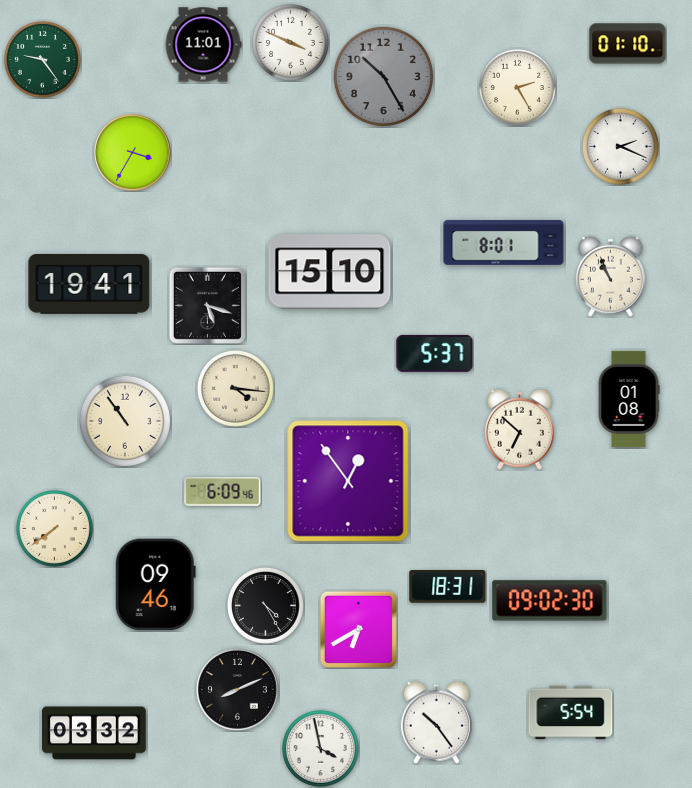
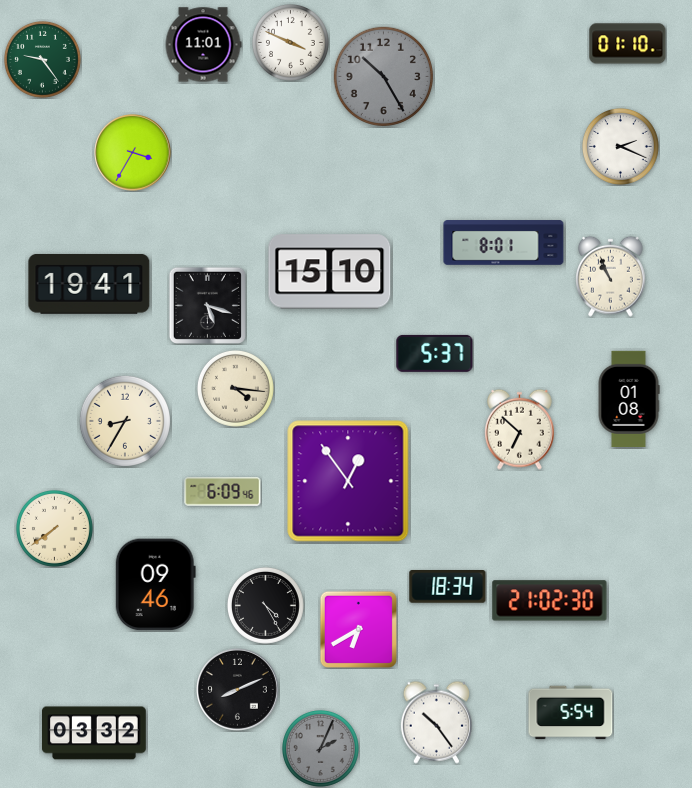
clock at (517, 87): 2:25 -> none
clock at (125, 421): 10:54 -> 8:35
clock at (448, 587): 18:31 -> 18:34
clock at (550, 601): 09:02 -> 21:02
clock at (320, 748): 3:58 -> 2:04
clock at (320, 748) dial: white -> grey
